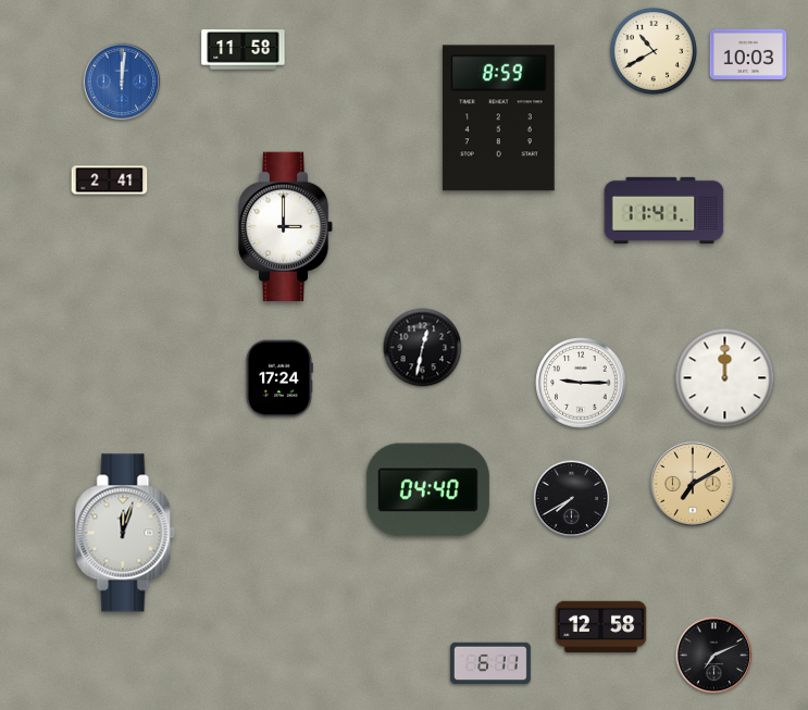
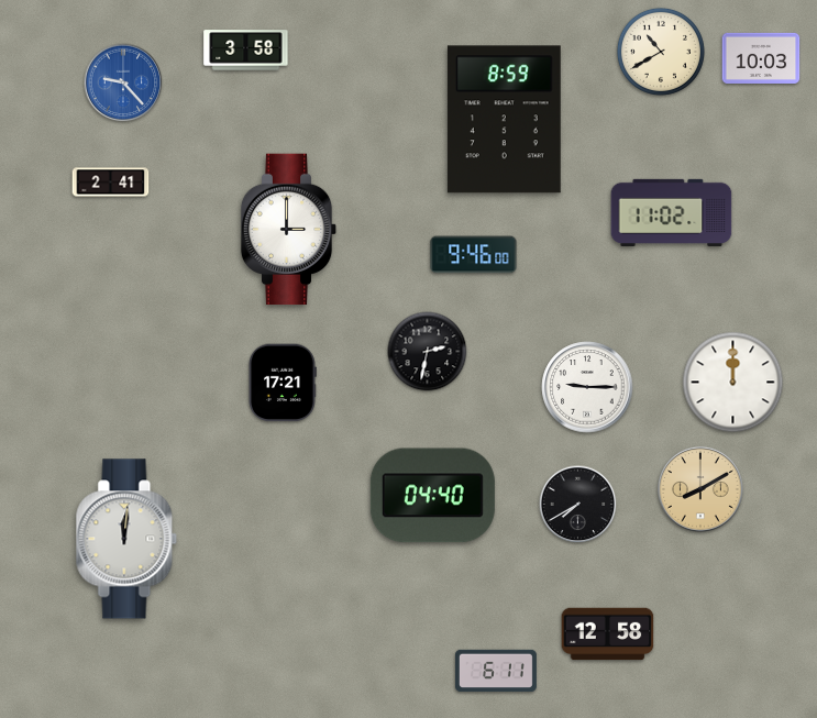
clock at (244, 50): 11:58 -> 3:58
clock at (748, 54) position: (748, 54) -> (761, 58)
clock at (122, 82): 12:01 -> 9:23
clock at (664, 210): 11:41 -> 11:02
clock at (474, 255): none -> 9:46
clock at (423, 348): 12:32 -> 2:32
clock at (279, 378): 17:24 -> 17:21
clock at (693, 484): 7:10 -> 8:10
clock at (125, 533): 12:03 -> 12:01
clock at (714, 656): 7:11 -> none
